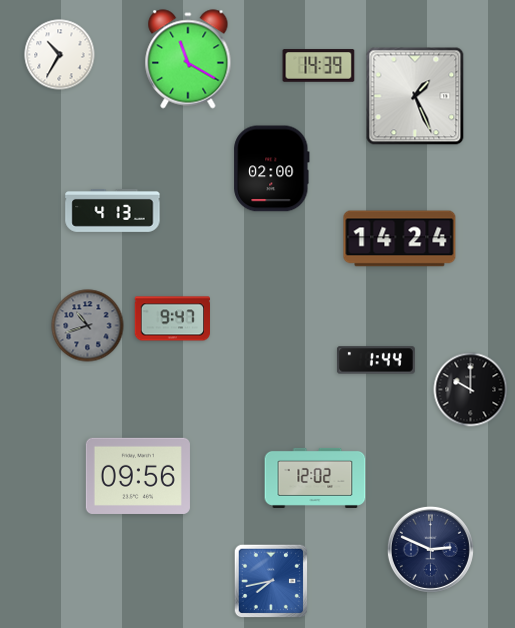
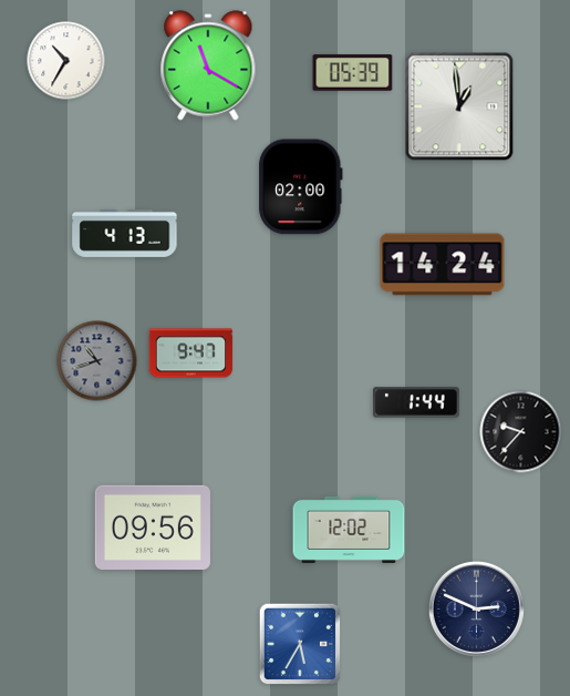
clock at (319, 66): 14:39 -> 05:39
clock at (415, 96): 1:26 -> 12:59
clock at (376, 360) position: (376, 360) -> (416, 402)
clock at (471, 390): 10:00 -> 9:37
clock at (271, 581): 7:43 -> 5:35
